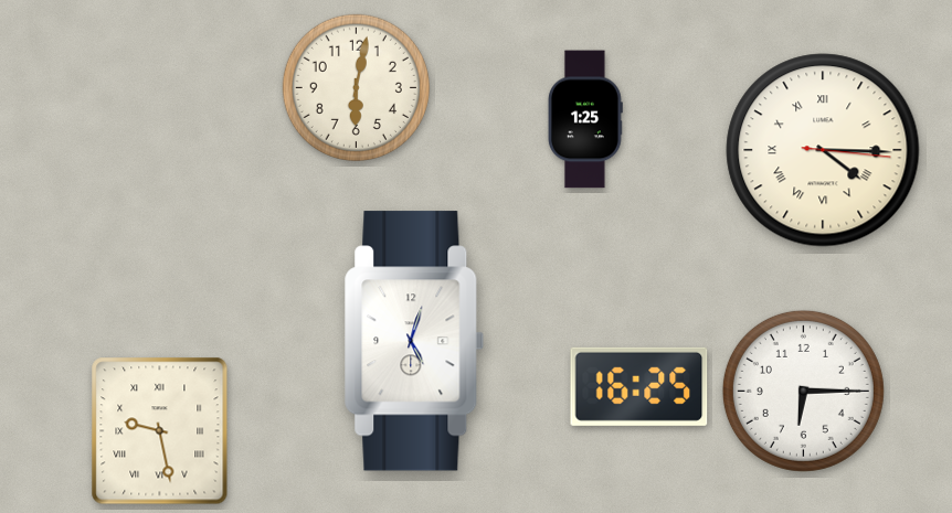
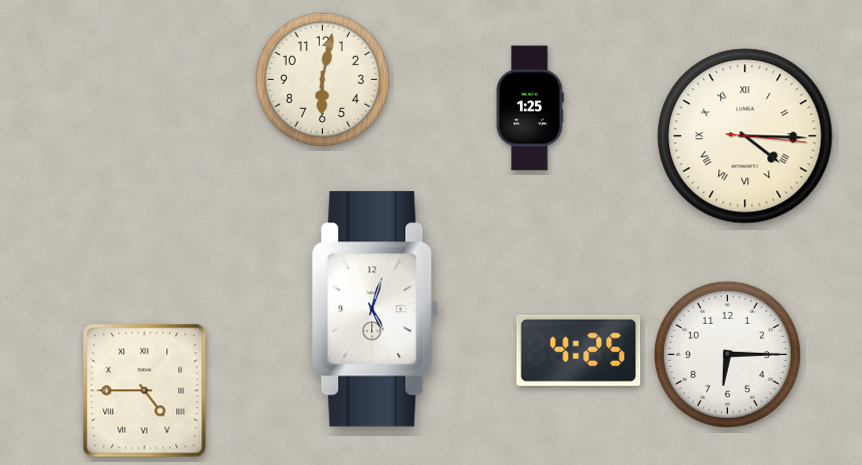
clock at (639, 386): 16:25 -> 4:25
clock at (160, 431): 9:28 -> 4:45
